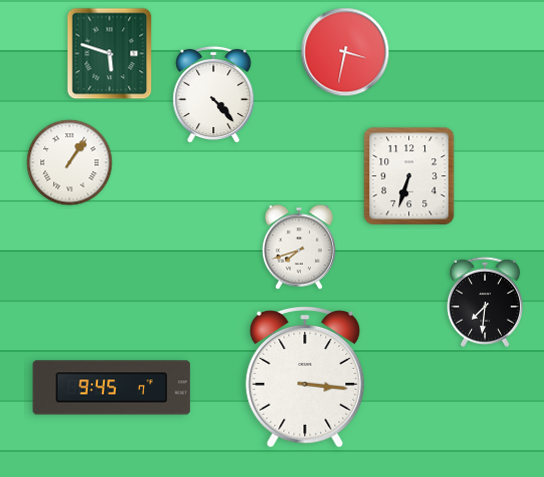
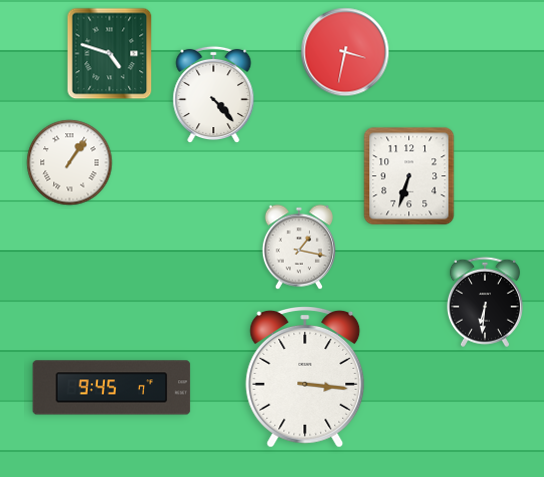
clock at (110, 54): 5:48 -> 4:48
clock at (299, 247): 7:42 -> 1:17
clock at (485, 302): 7:31 -> 6:31
